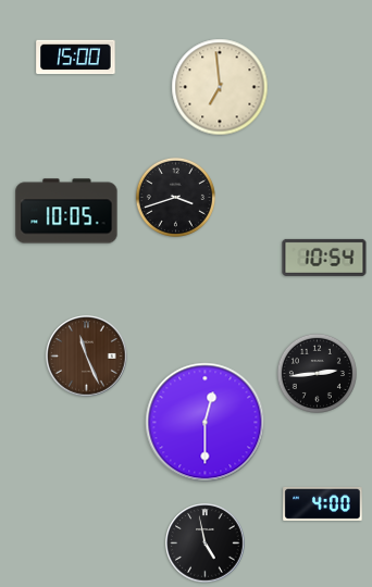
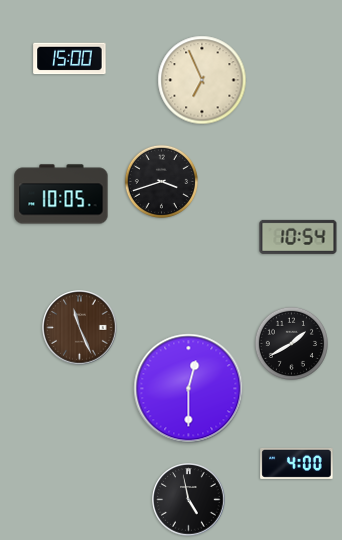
clock at (76, 58) position: (76, 58) -> (70, 59)
clock at (220, 87): 6:59 -> 6:56
clock at (317, 373): 2:44 -> 1:40
